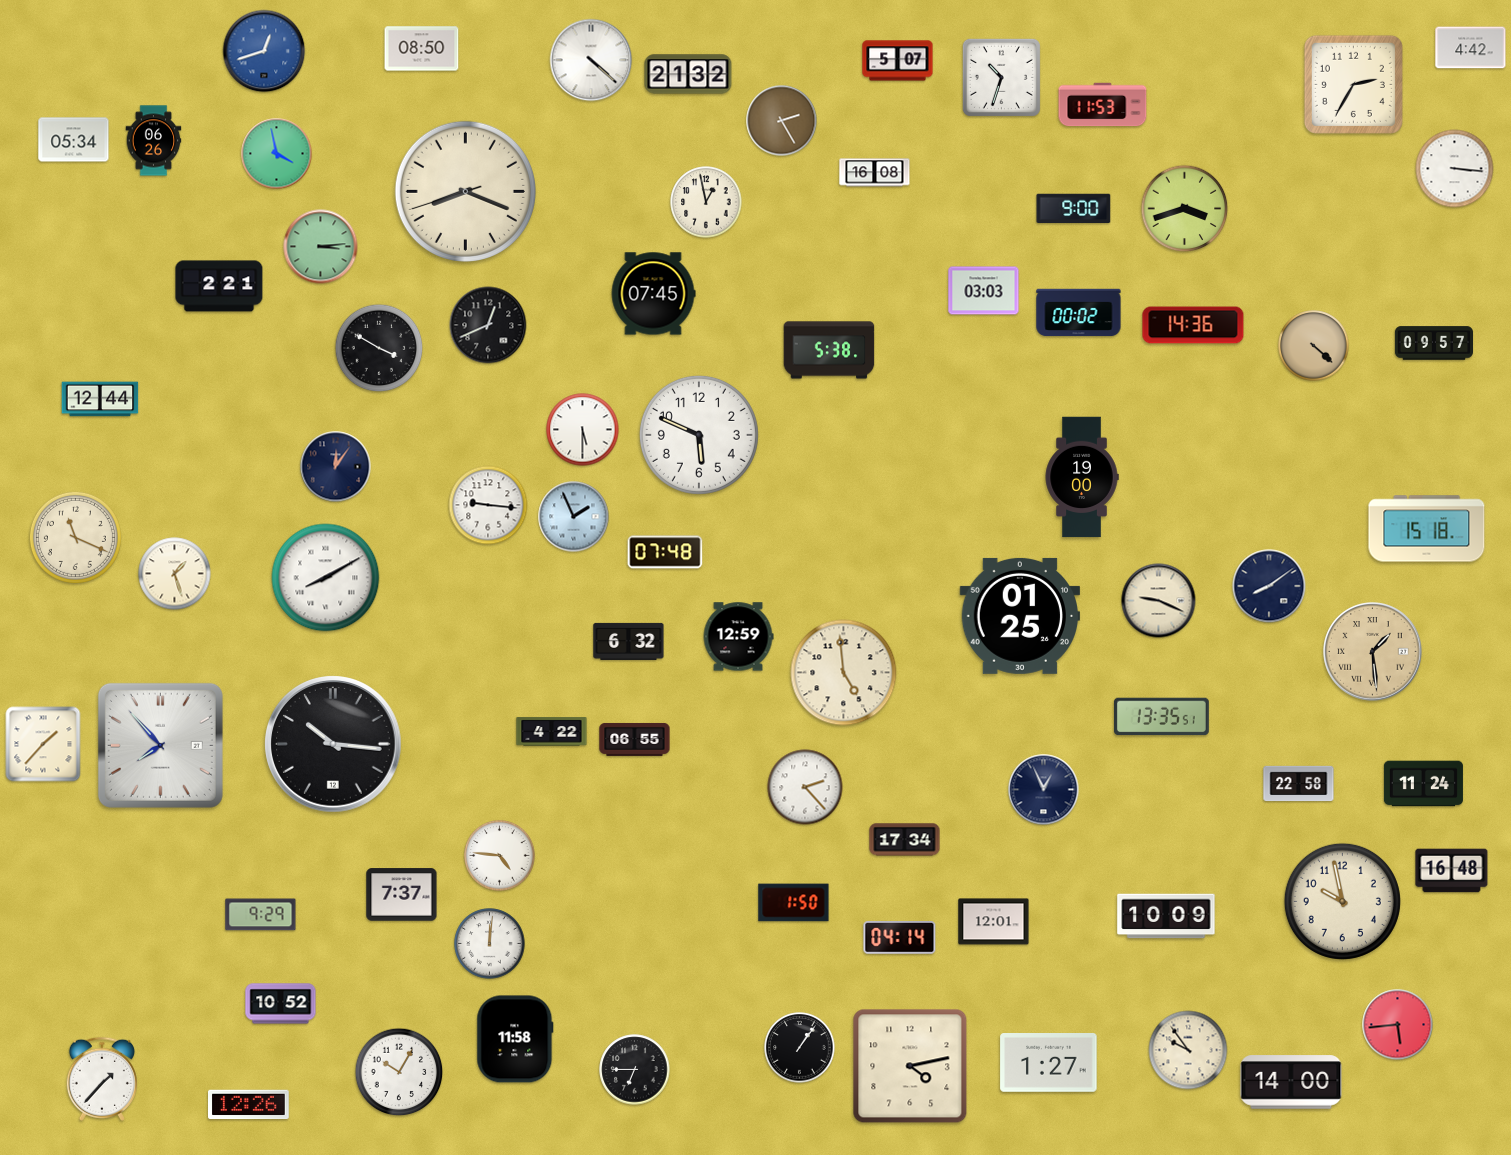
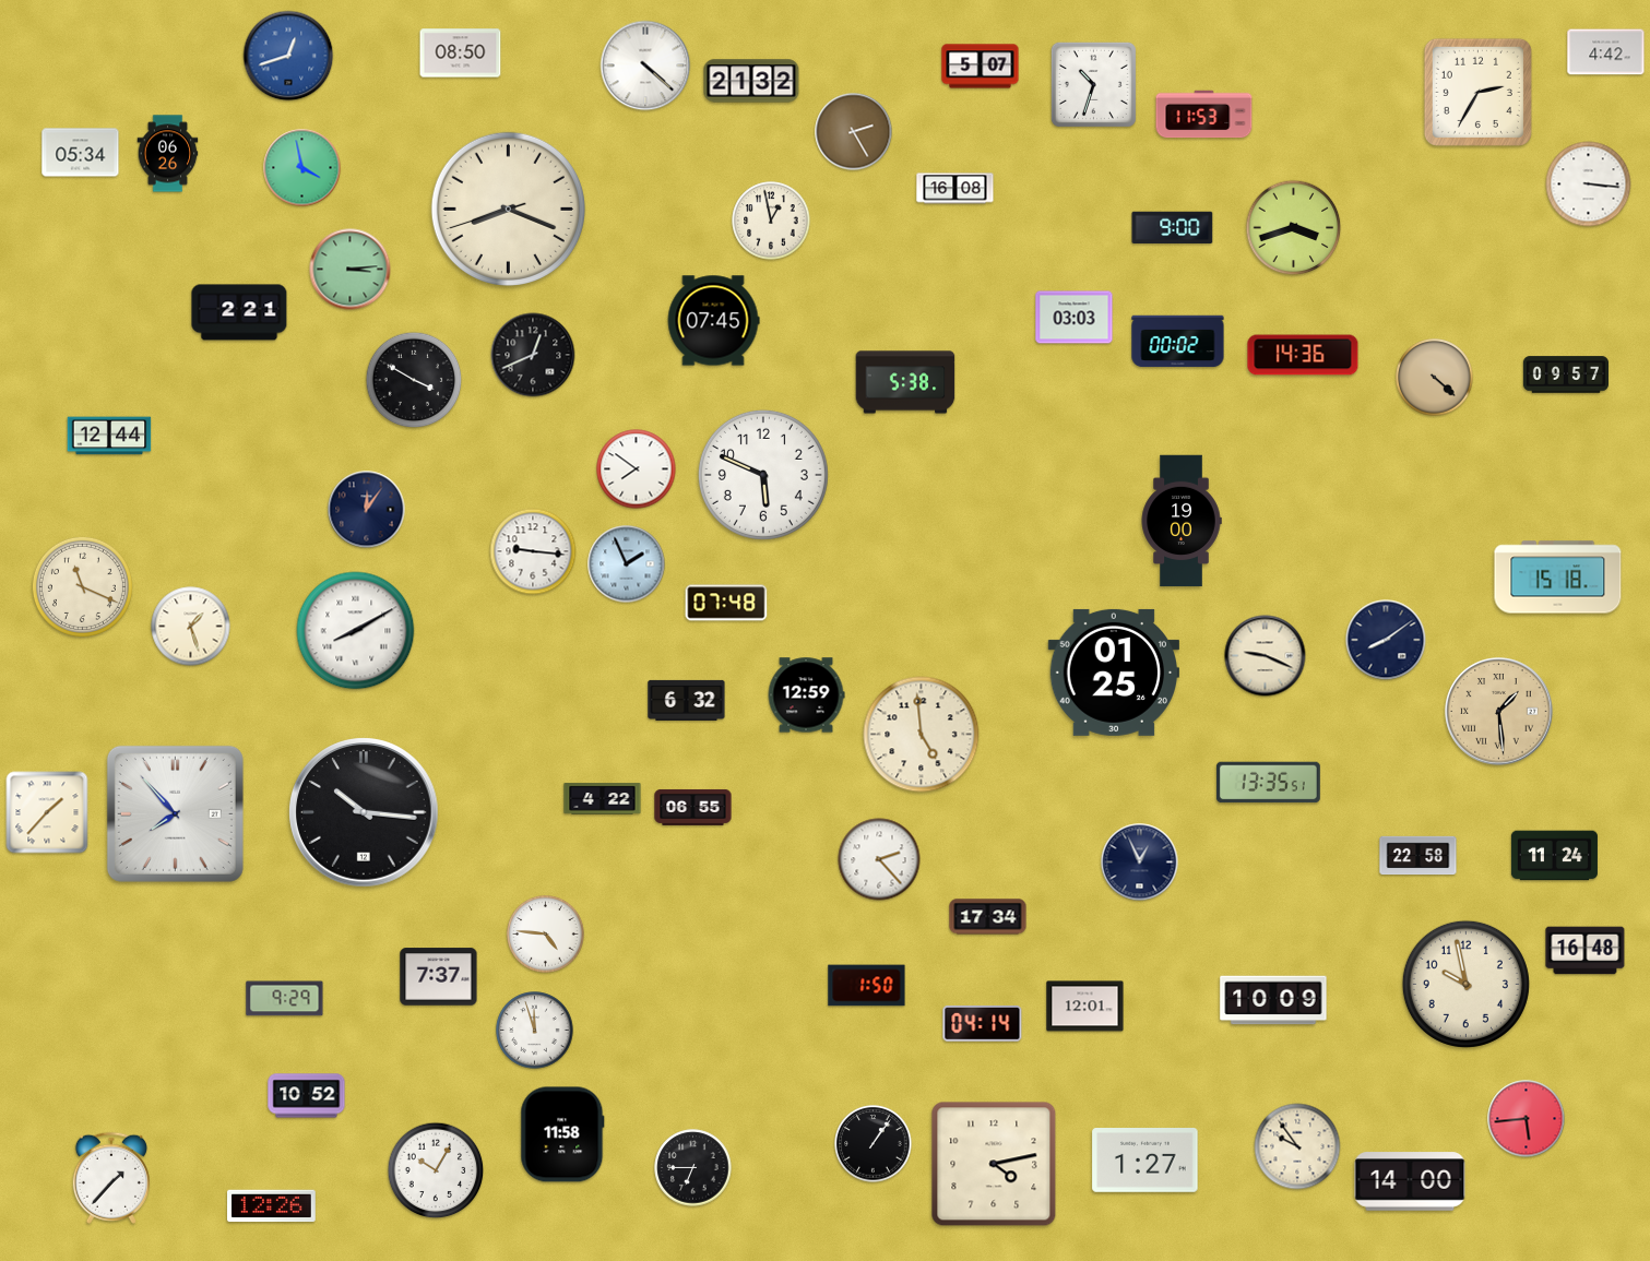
clock at (583, 430): 5:30 -> 7:51
clock at (490, 944): 12:01 -> 11:57
